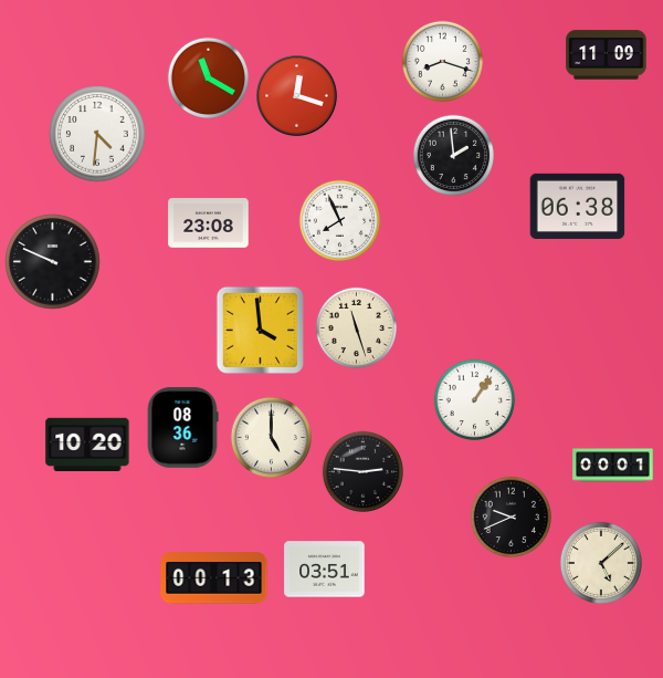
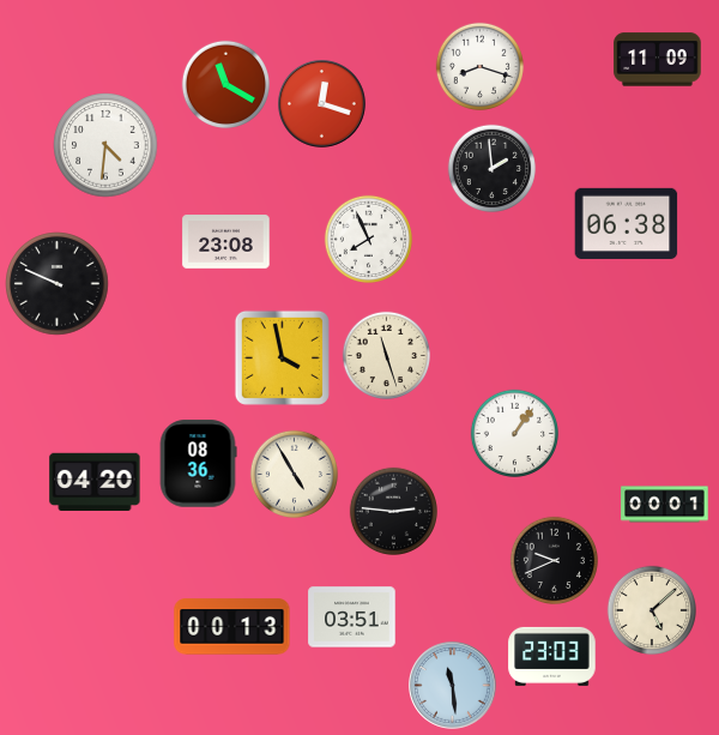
clock at (260, 330): 3:59 -> 3:58
clock at (272, 438): 5:00 -> 4:55
clock at (87, 444): 10:20 -> 04:20
clock at (552, 656): none -> 23:03
clock at (453, 686): none -> 11:29
